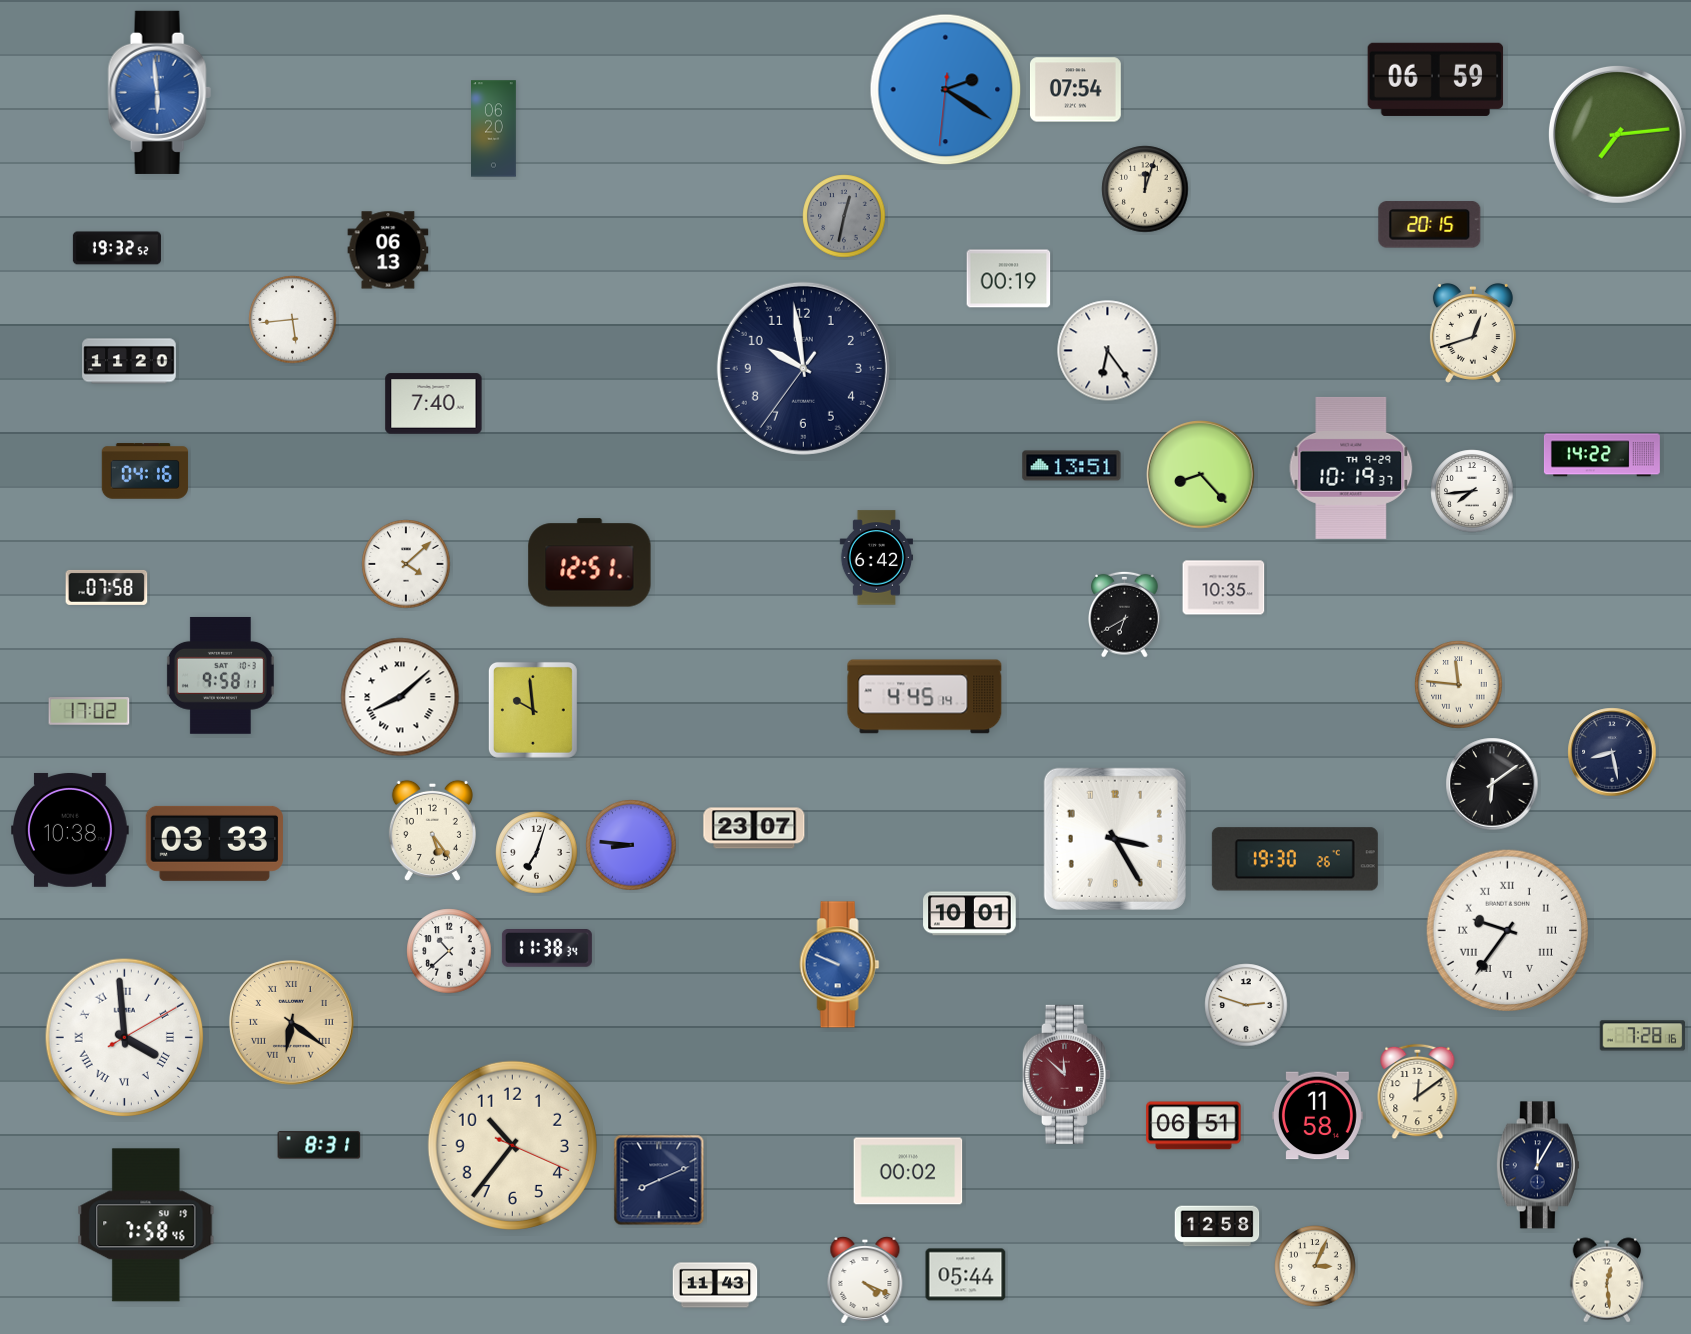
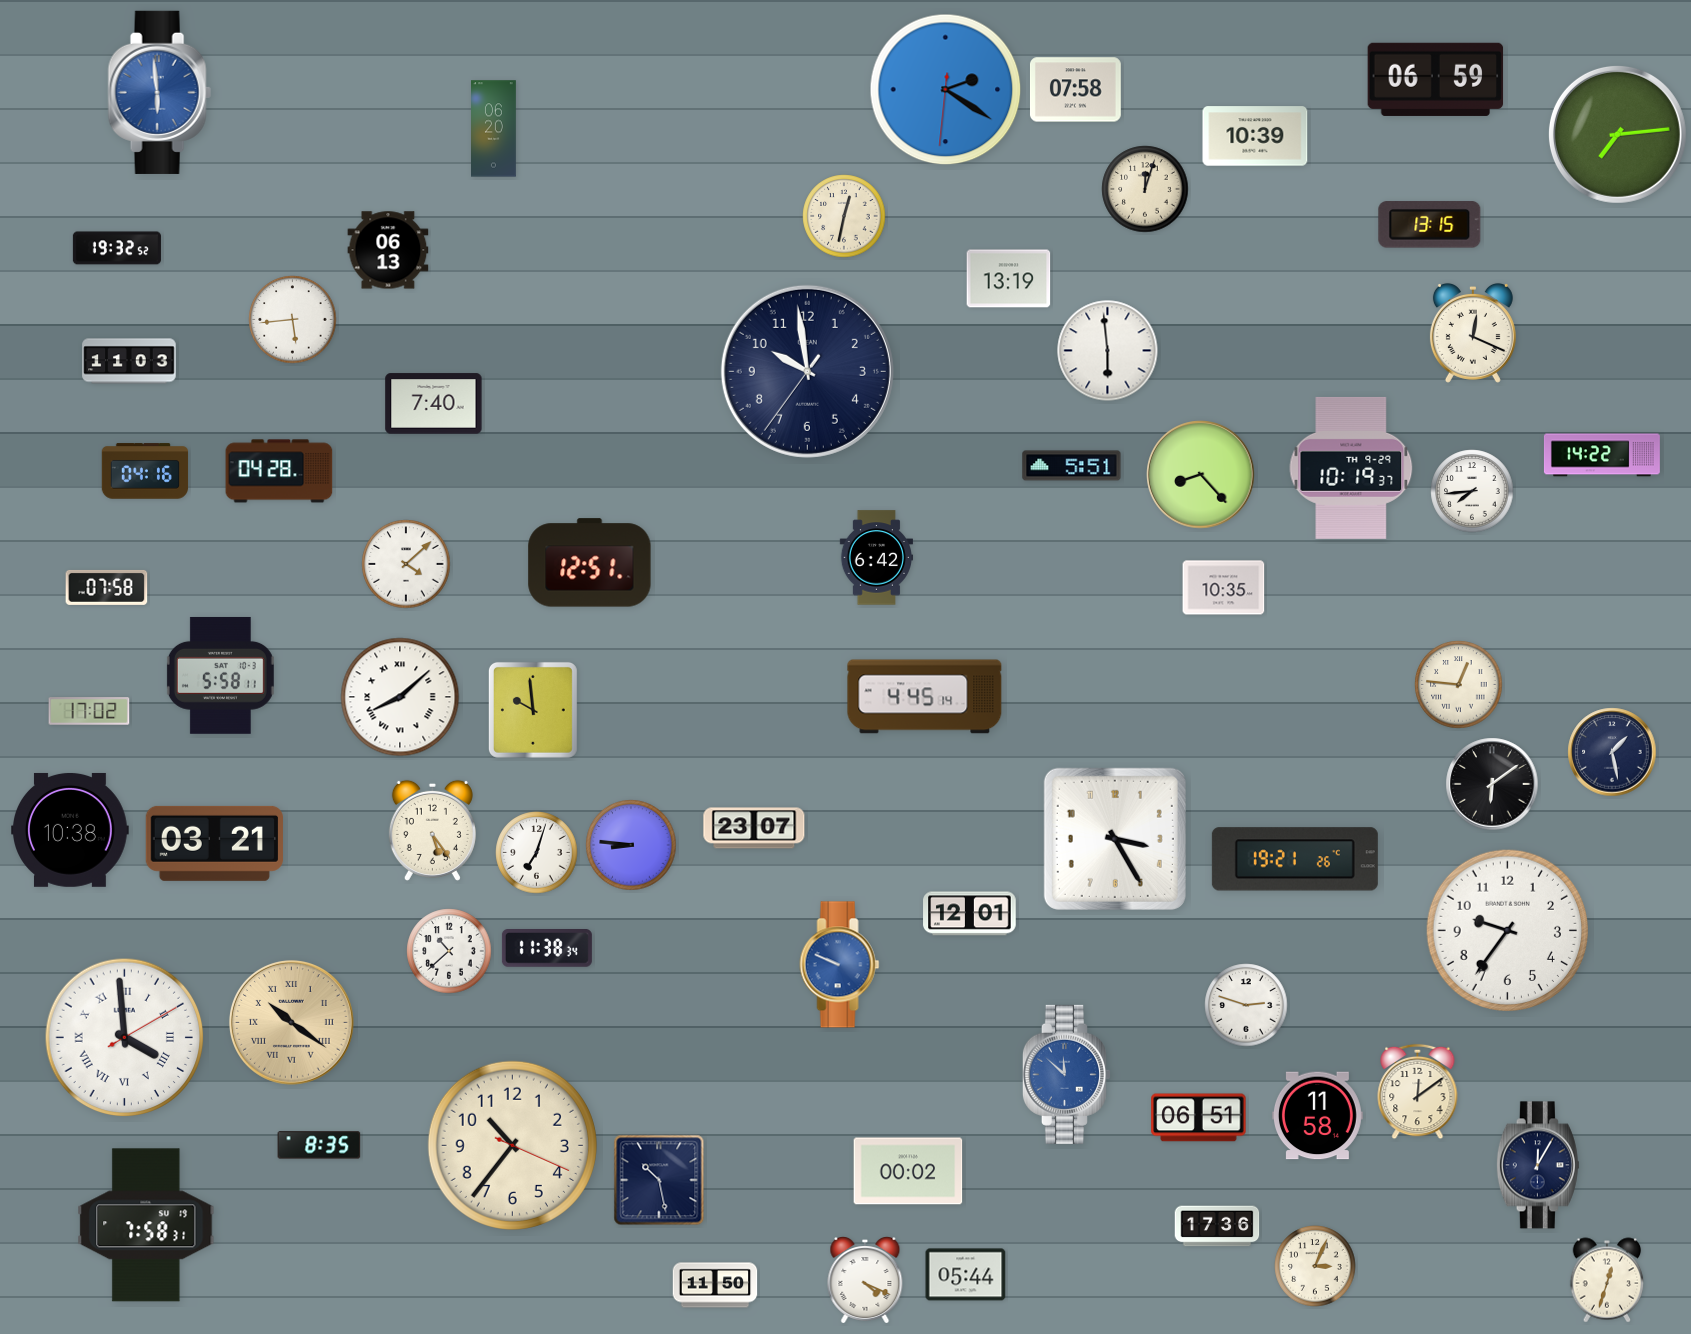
clock at (1075, 90): 07:54 -> 07:58
clock at (1255, 136): none -> 10:39
clock at (844, 216) dial: grey -> cream
clock at (1430, 225): 20:15 -> 13:15
clock at (1009, 279): 00:19 -> 13:19
clock at (1473, 333): 12:42 -> 12:19
clock at (1108, 351): 6:24 -> 5:59
clock at (129, 361): 11:20 -> 11:03
clock at (803, 368) position: (803, 368) -> (807, 371)
clock at (1072, 466): 13:51 -> 5:51
clock at (279, 471): none -> 04:28
clock at (1125, 614): 6:40 -> none
clock at (220, 675): 9:58 -> 5:58
clock at (1459, 685): 11:46 -> 12:46
clock at (1612, 752): 8:28 -> 1:28
clock at (214, 843): 03:33 -> 03:21
clock at (1295, 859): 19:30 -> 19:21
clock at (970, 914): 10:01 -> 12:01
clock at (1507, 930) numerals: Roman -> Arabic
clock at (291, 1022): 6:21 -> 10:21
clock at (1643, 1036): 7:28 -> none
clock at (1066, 1074) dial: burgundy -> blue
clock at (1194, 1126) position: (1194, 1126) -> (1199, 1118)
clock at (319, 1145): 8:31 -> 8:35
clock at (659, 1180): 8:11 -> 10:28
clock at (146, 1225): 7:58:46 -> 7:58:31
clock at (1217, 1226): 12:58 -> 17:36
clock at (1607, 1280): 12:29 -> 12:33
clock at (715, 1285): 11:43 -> 11:50
